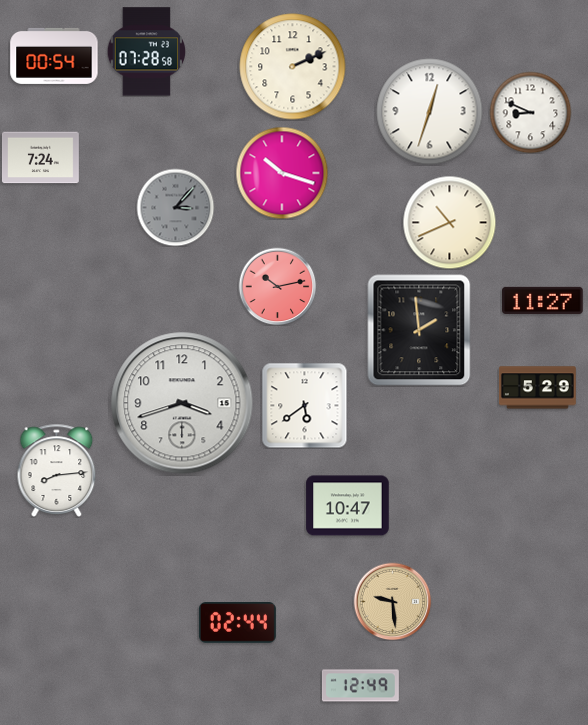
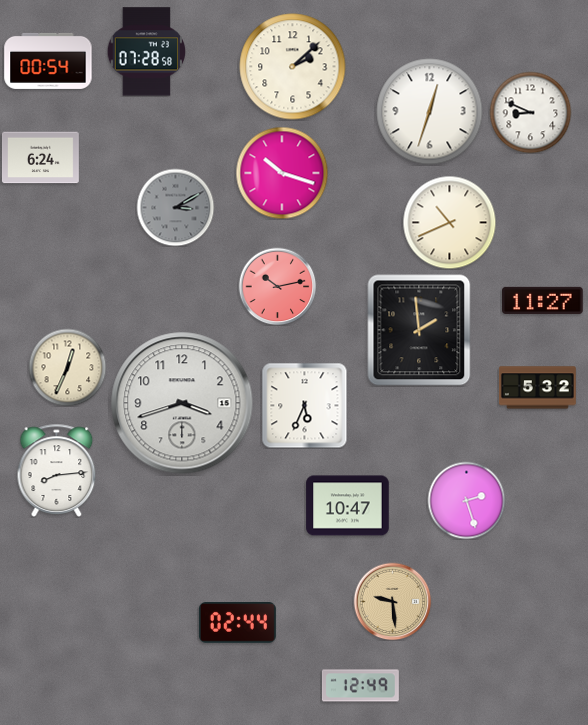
clock at (54, 56) position: (54, 56) -> (48, 61)
clock at (293, 67): 2:11 -> 2:08
clock at (40, 158): 7:24 -> 6:24
clock at (175, 207): 3:07 -> 3:10
clock at (67, 367): none -> 12:34
clock at (537, 388): 5:29 -> 5:32
clock at (304, 405): 5:39 -> 5:34
clock at (466, 500): none -> 2:27
